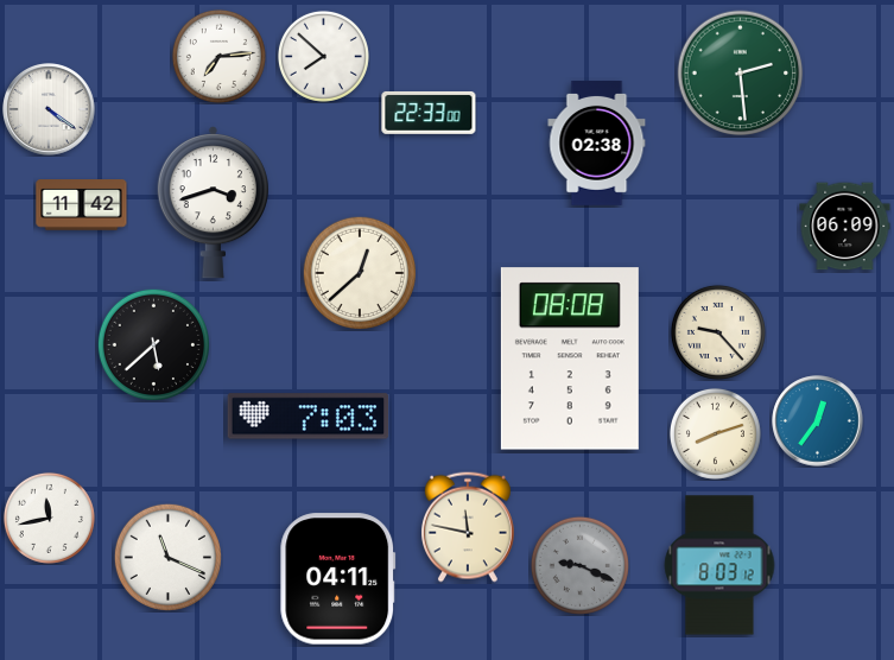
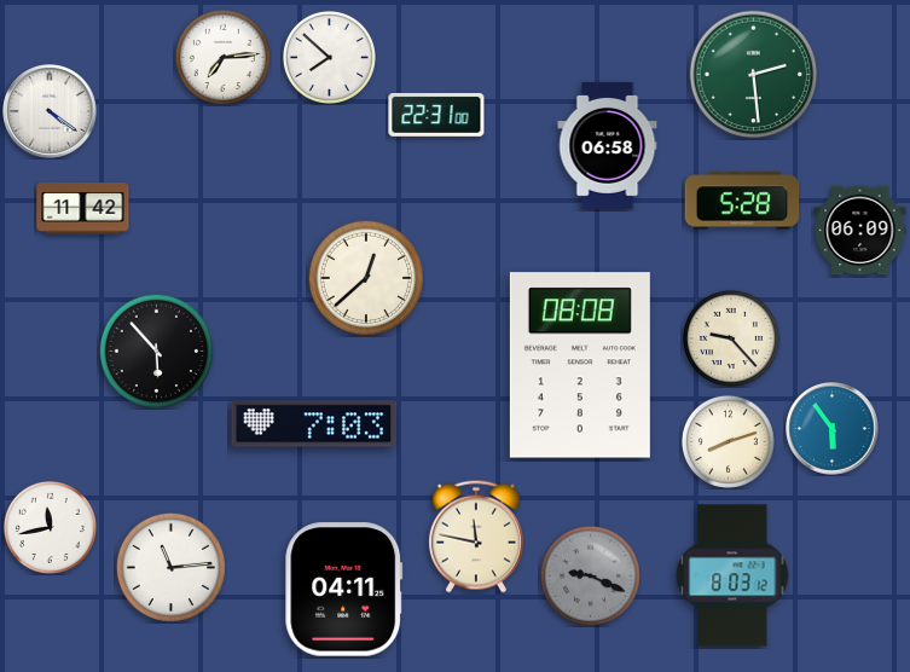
clock at (429, 113): 22:33 -> 22:31
clock at (597, 142): 02:38 -> 06:58
clock at (742, 201): none -> 5:28
clock at (213, 203): 3:42 -> none
clock at (153, 344): 5:38 -> 5:53
clock at (818, 421): 12:36 -> 5:54
clock at (167, 557): 11:19 -> 11:14
